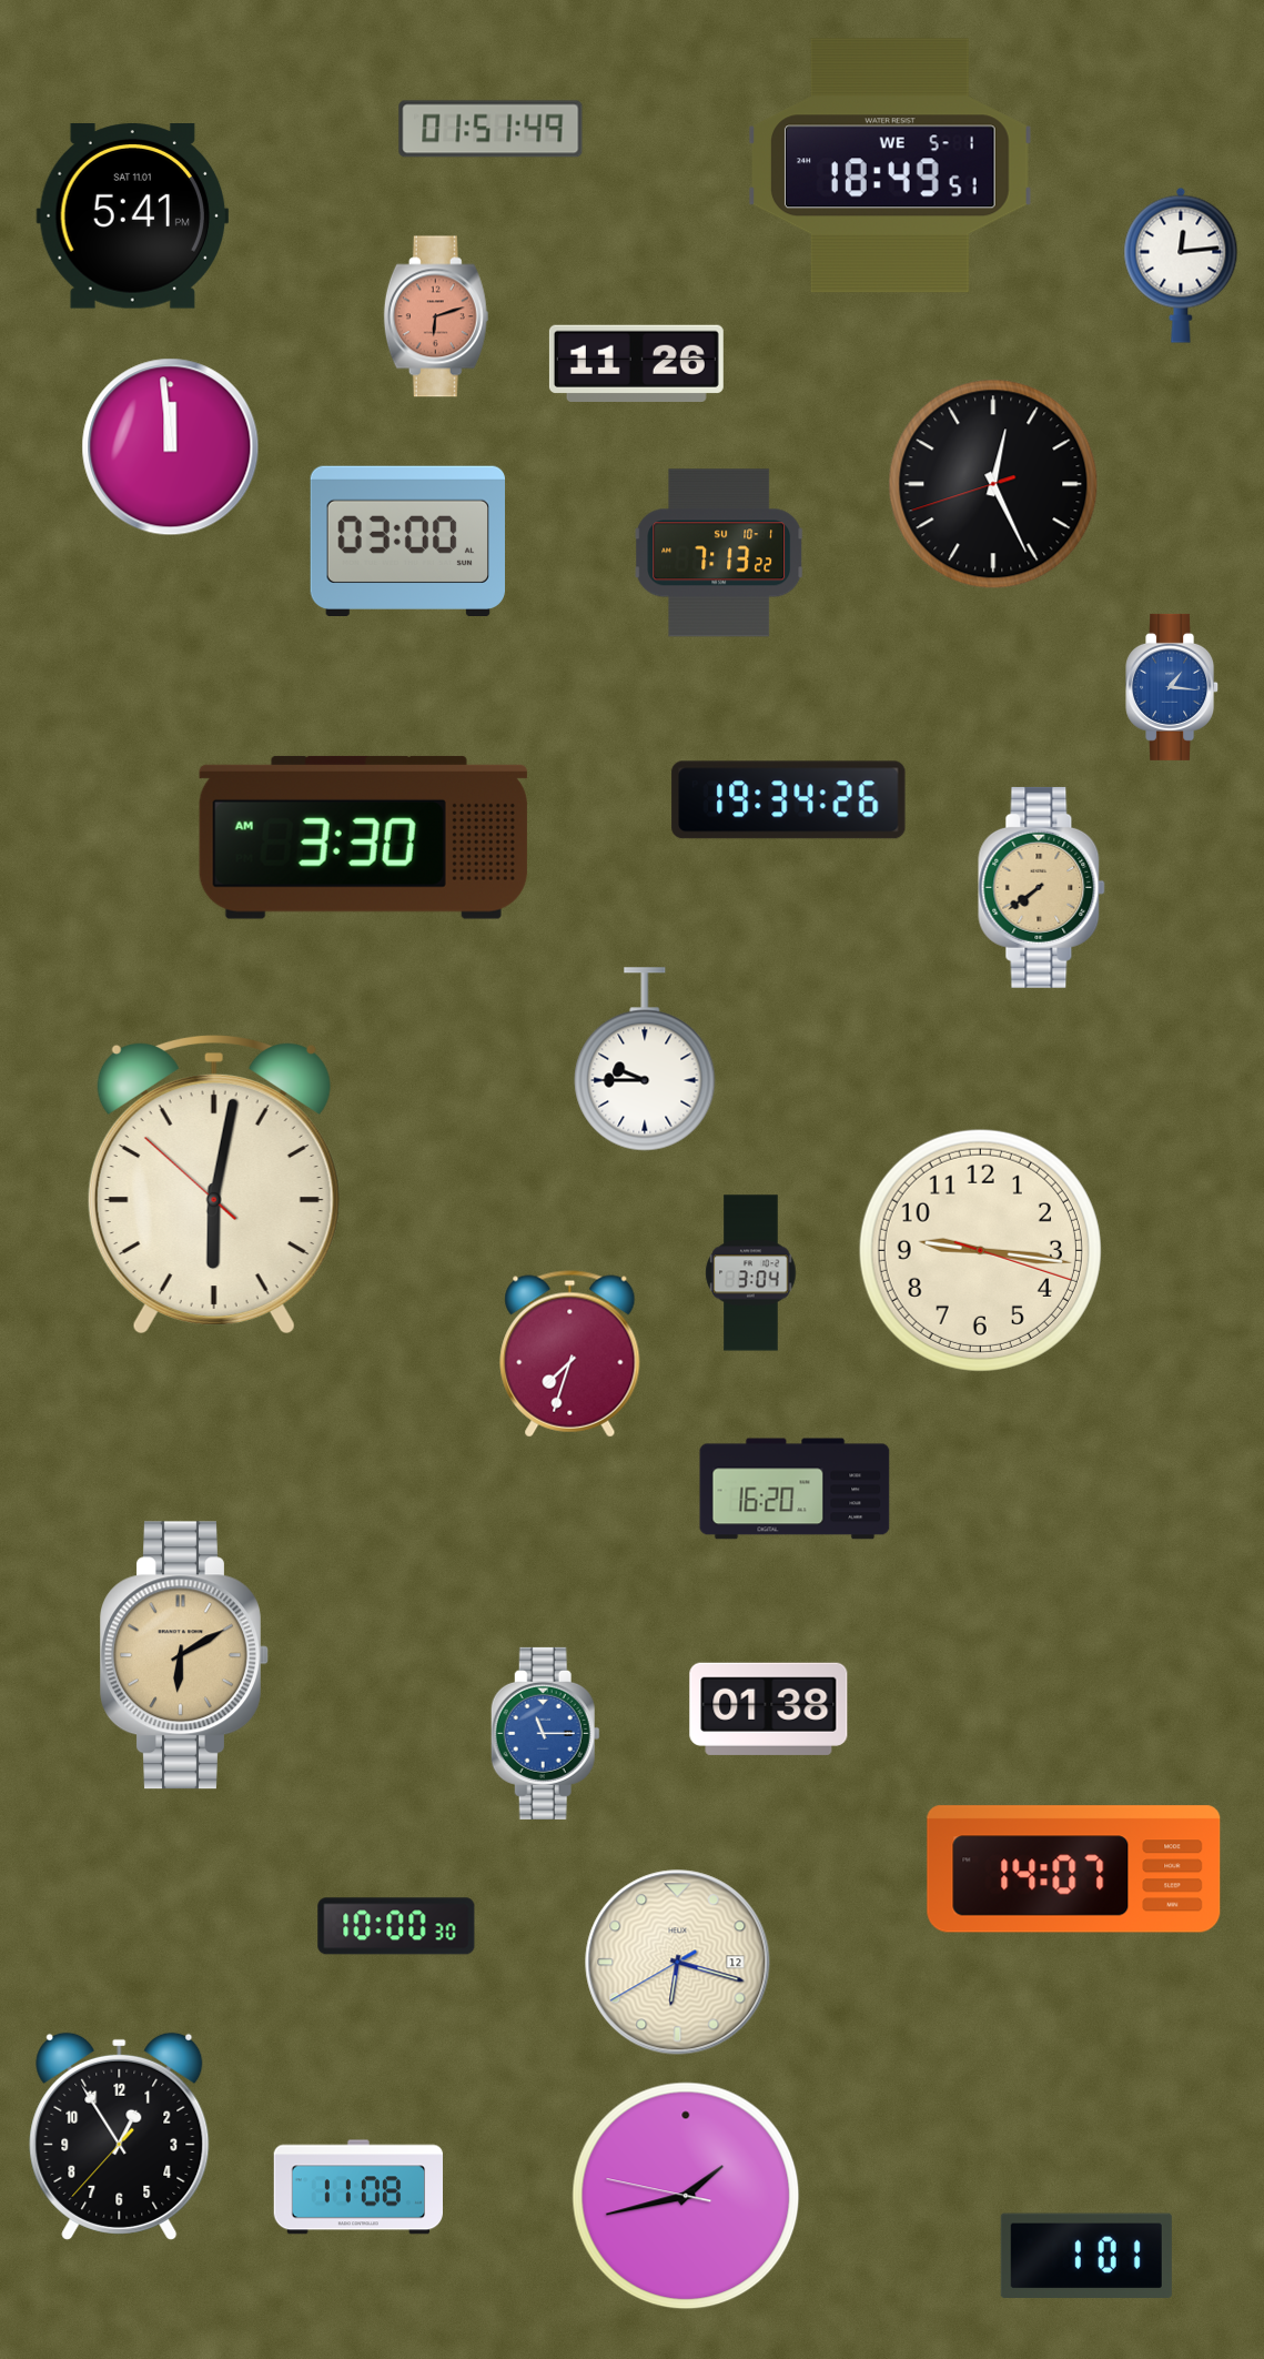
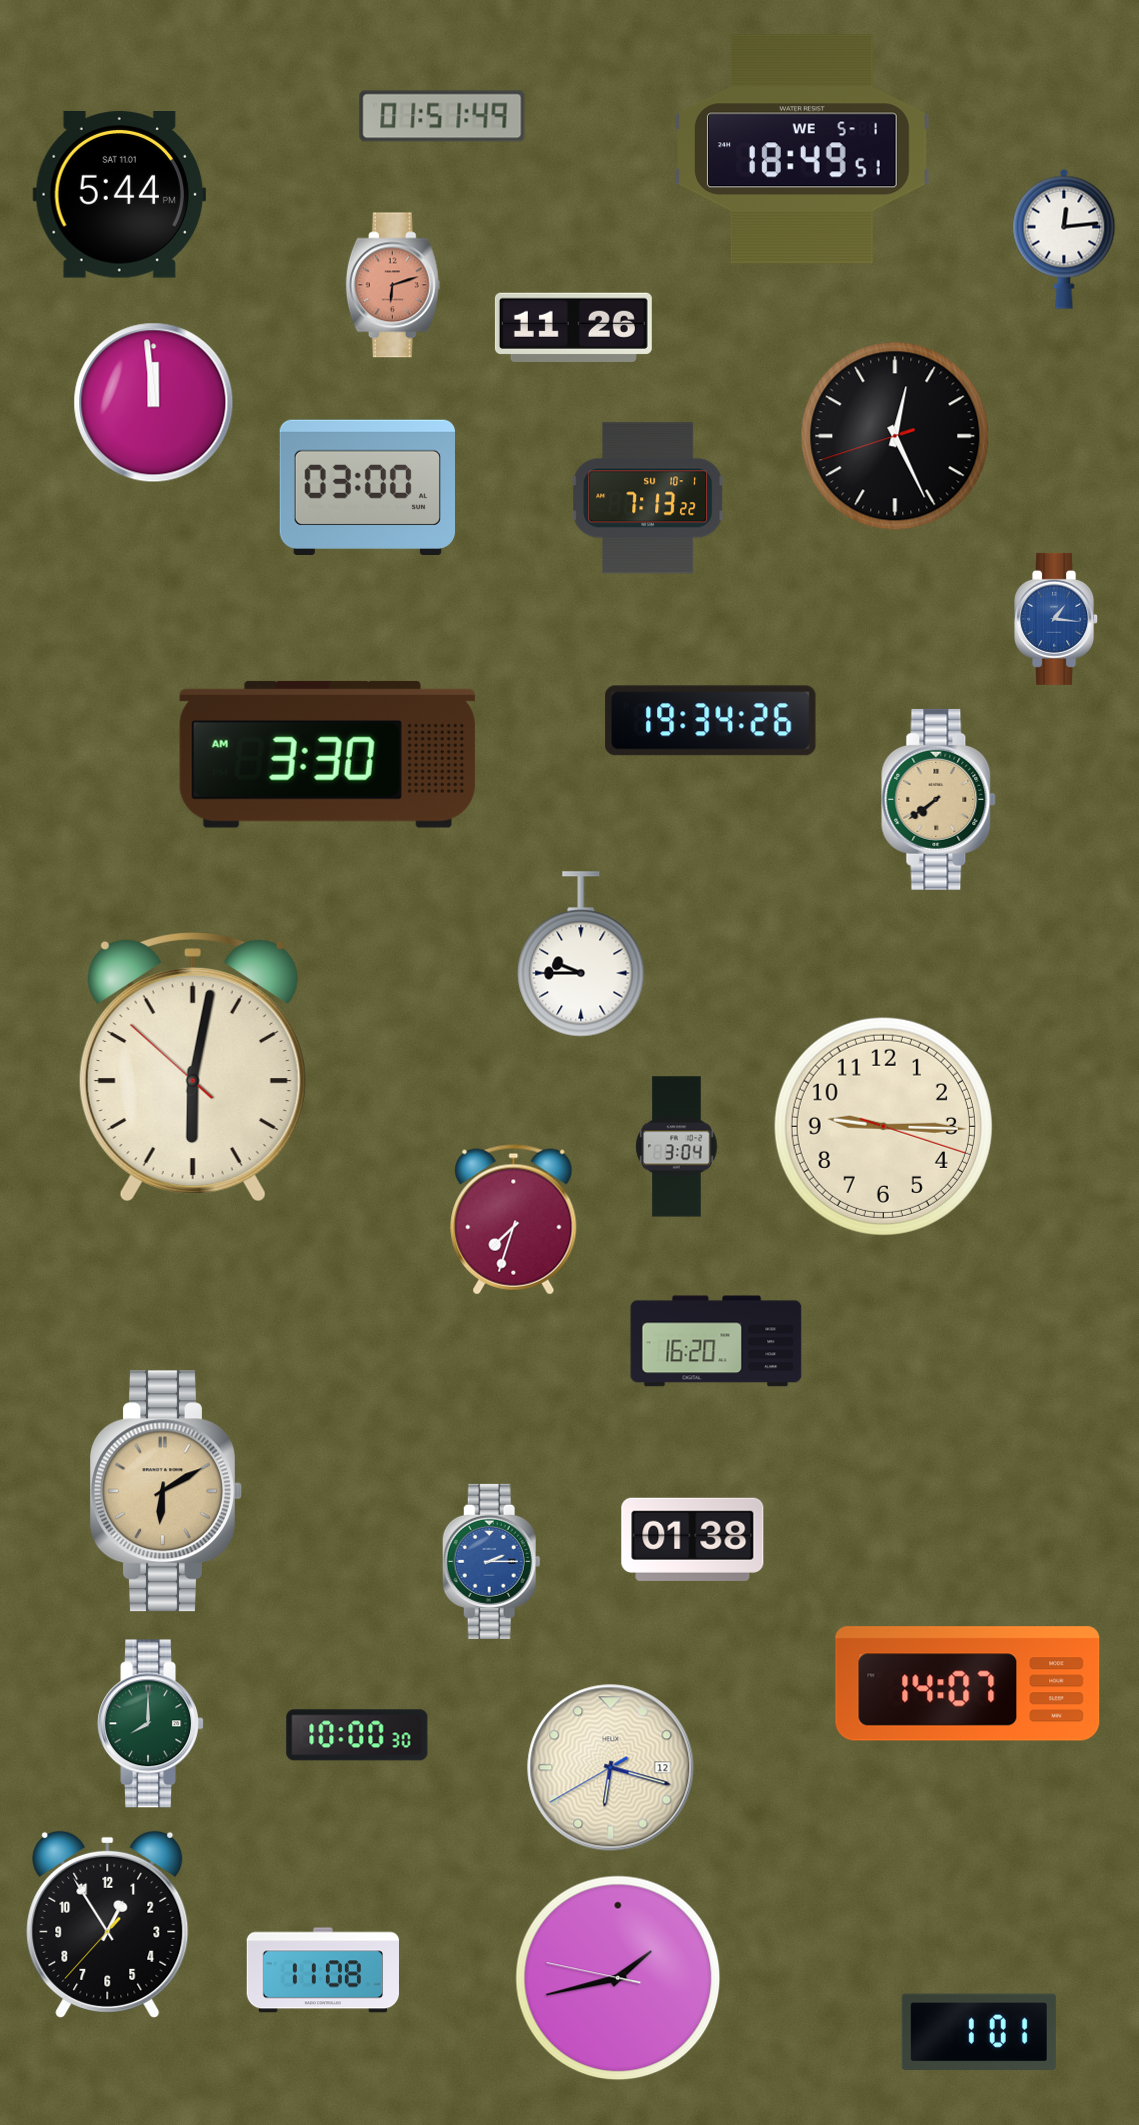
clock at (133, 216): 5:41 -> 5:44
clock at (980, 1250): 9:16 -> 9:15
clock at (545, 1733): 11:15 -> 2:15
clock at (151, 1724): none -> 8:00
